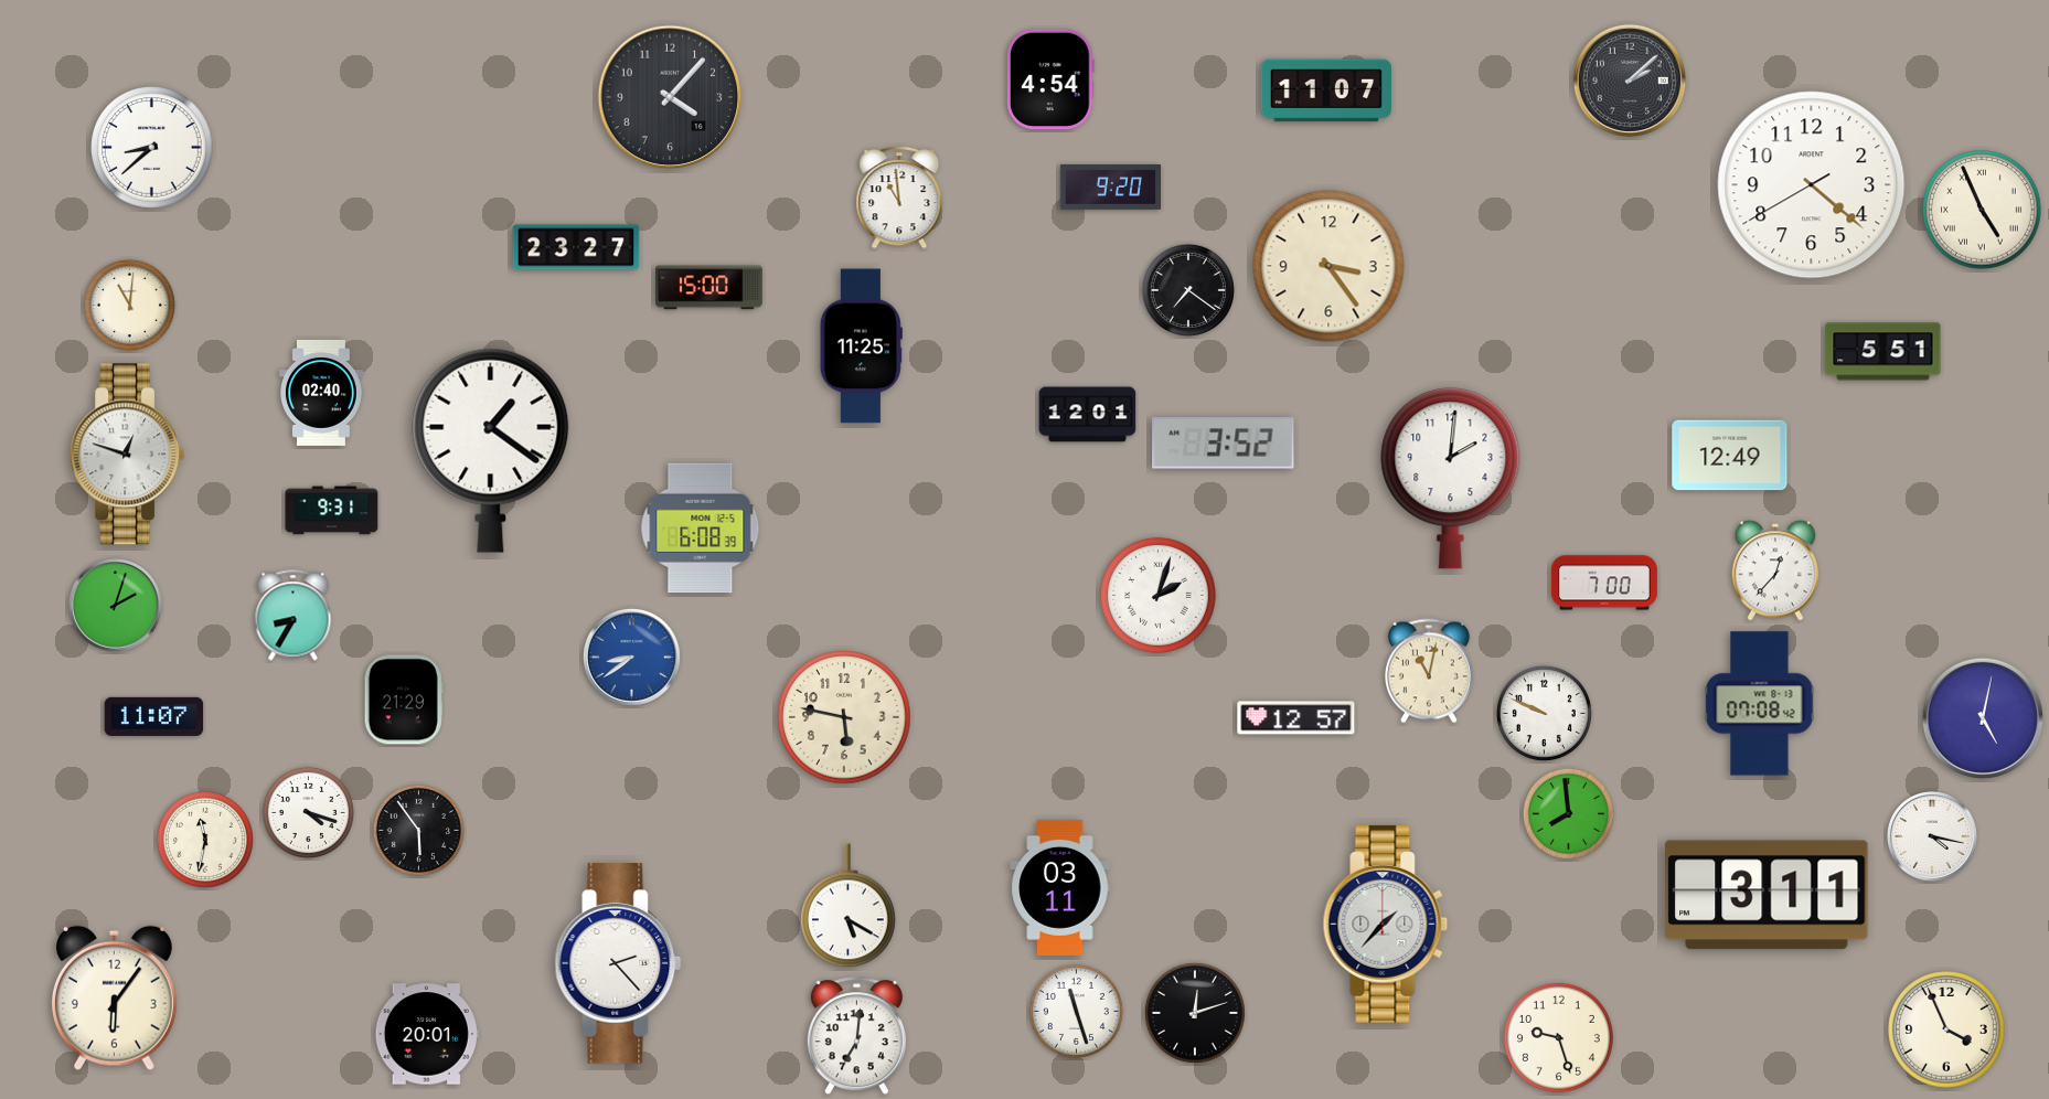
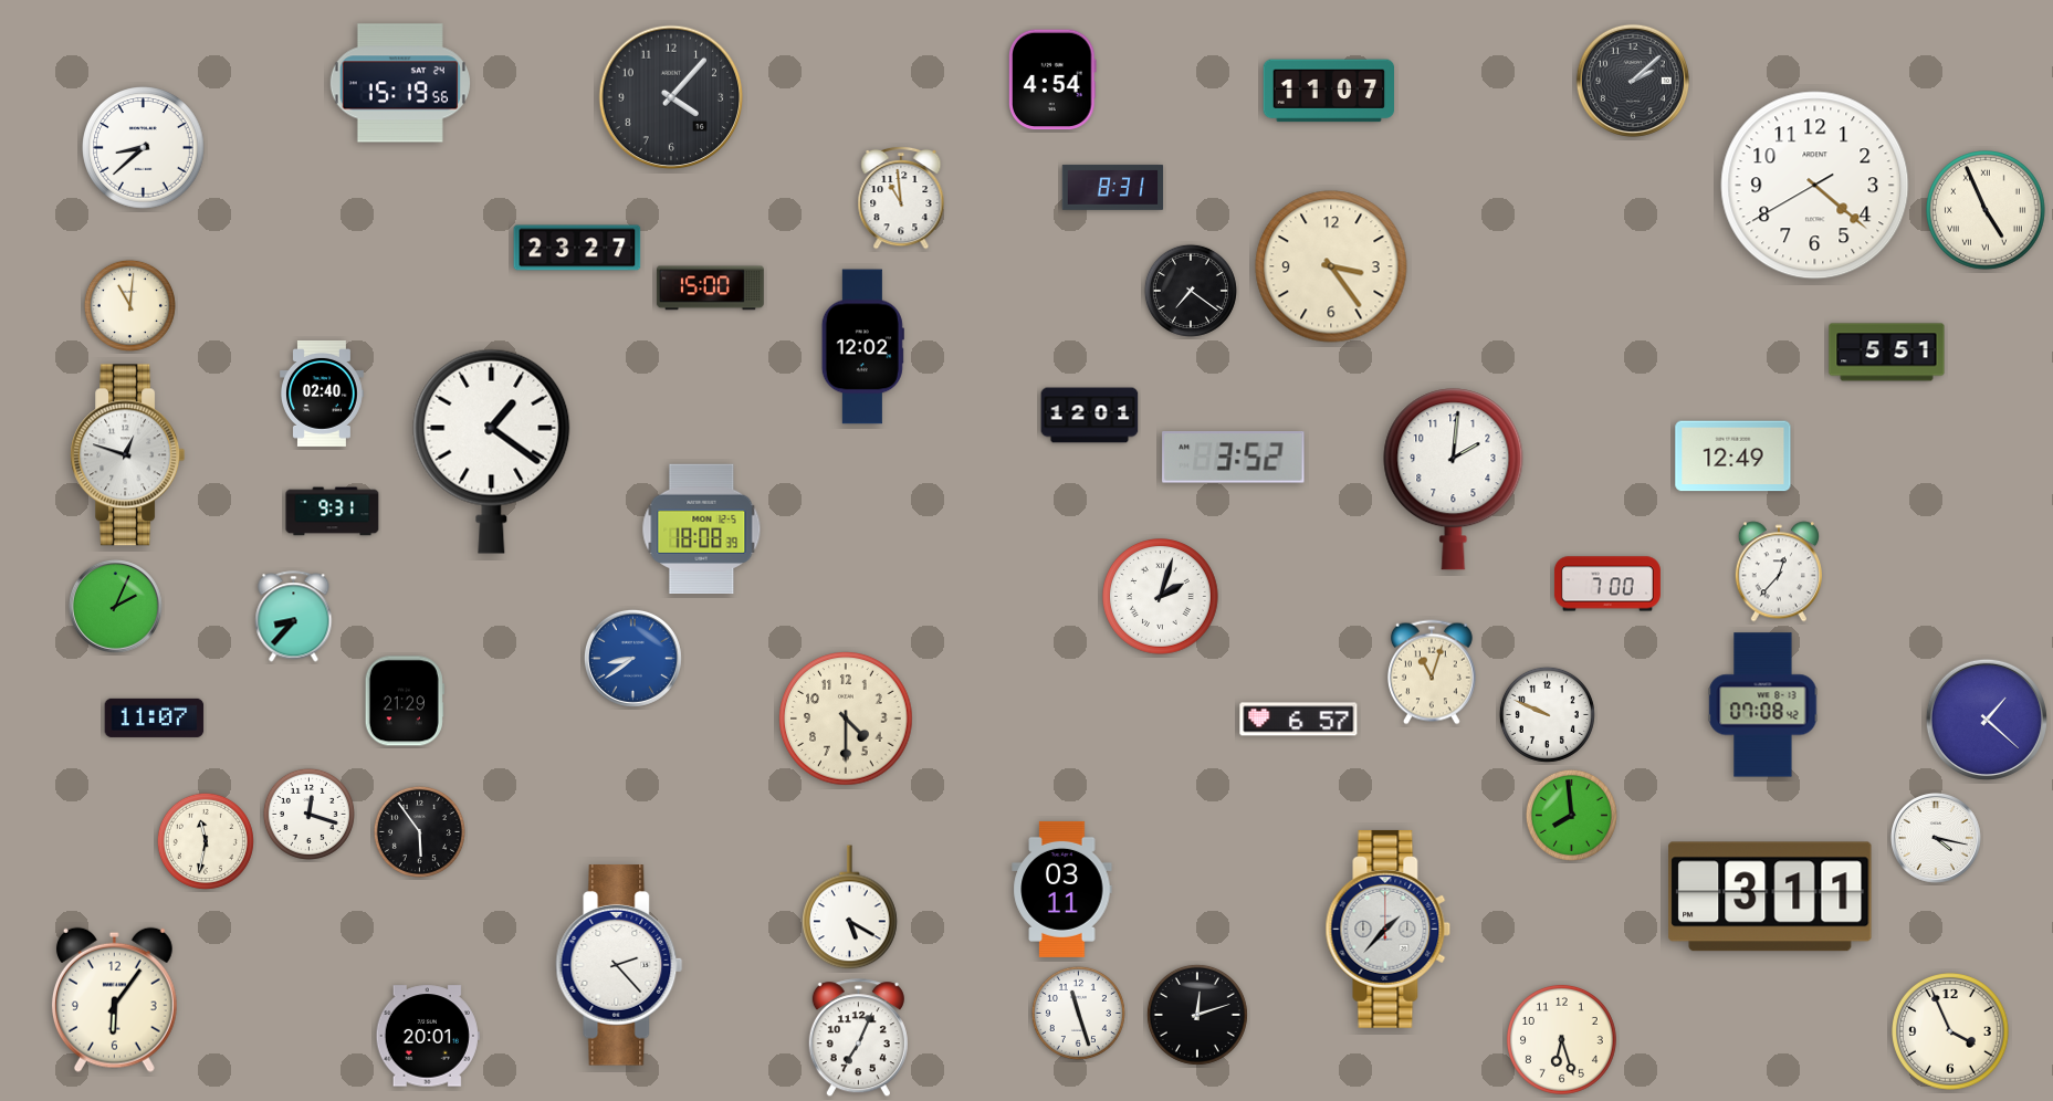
clock at (400, 83): none -> 15:19
clock at (152, 148) position: (152, 148) -> (144, 148)
clock at (1111, 186): 9:20 -> 8:31
clock at (861, 346): 11:25 -> 12:02
clock at (1224, 444) position: (1224, 444) -> (1234, 458)
clock at (701, 529): 6:08 -> 18:08
clock at (115, 605): 2:03 -> 2:04
clock at (294, 616): 8:35 -> 8:37
clock at (1429, 671): 11:02 -> 11:03
clock at (844, 717): 5:47 -> 4:30
clock at (1296, 718): 12:57 -> 6:57
clock at (1983, 718): 5:02 -> 1:22
clock at (308, 812): 4:18 -> 12:18
clock at (1386, 924) position: (1386, 924) -> (1389, 929)
clock at (856, 1036): 7:01 -> 7:04
clock at (1558, 1037): 9:27 -> 6:27
